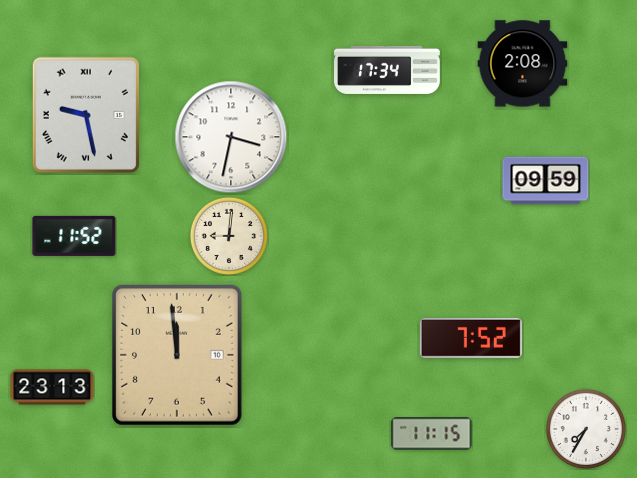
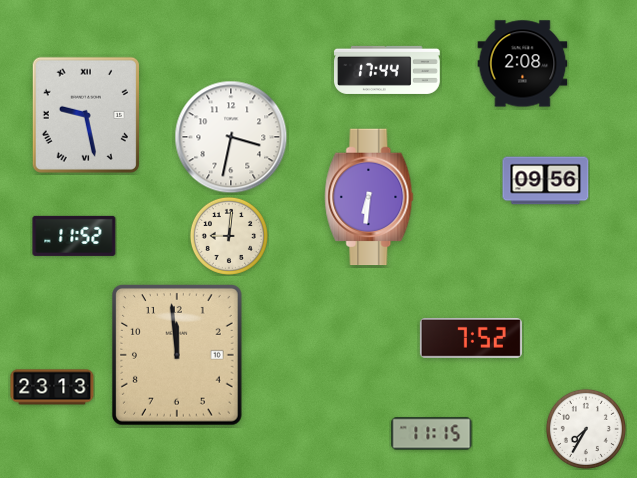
clock at (388, 70): 17:34 -> 17:44
clock at (546, 181): 09:59 -> 09:56
clock at (369, 197): none -> 6:31
